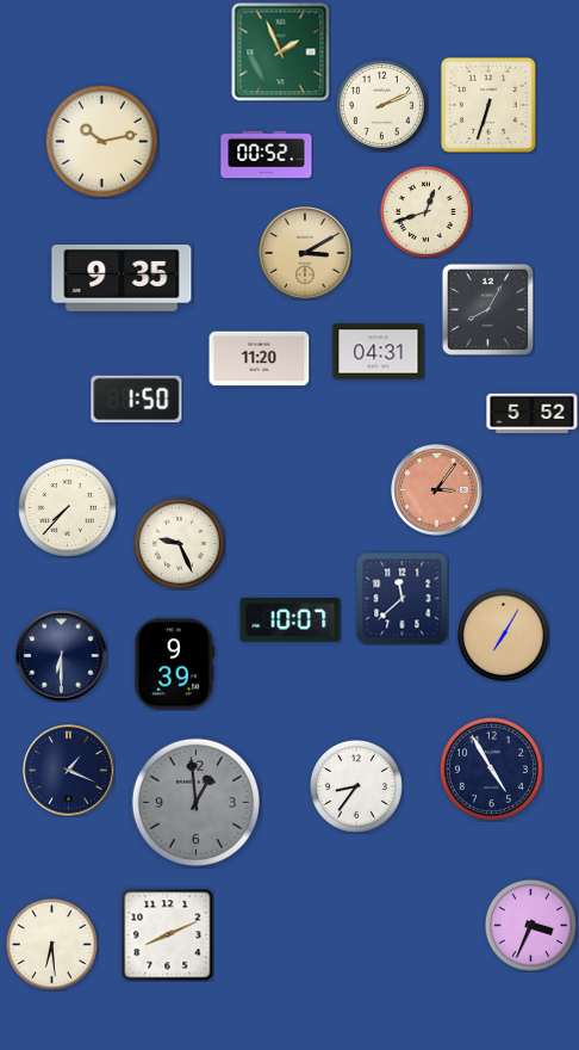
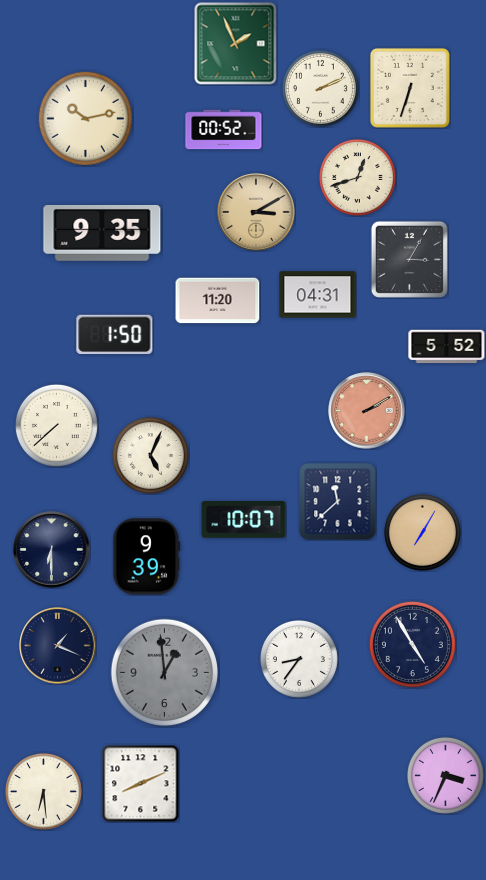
clock at (487, 309): 8:05 -> 3:05
clock at (437, 490): 3:06 -> 2:10
clock at (67, 507): 7:37 -> 7:38
clock at (179, 543): 9:26 -> 5:04
